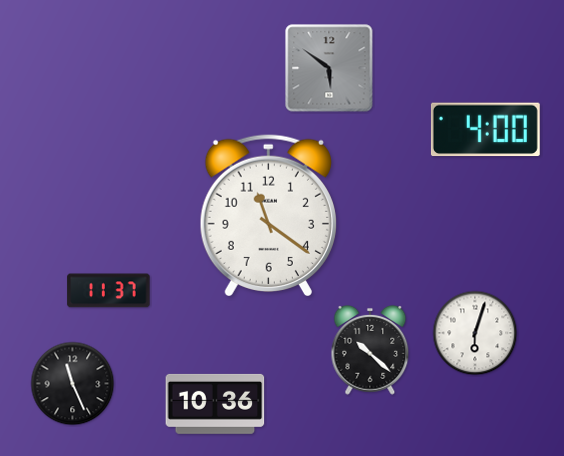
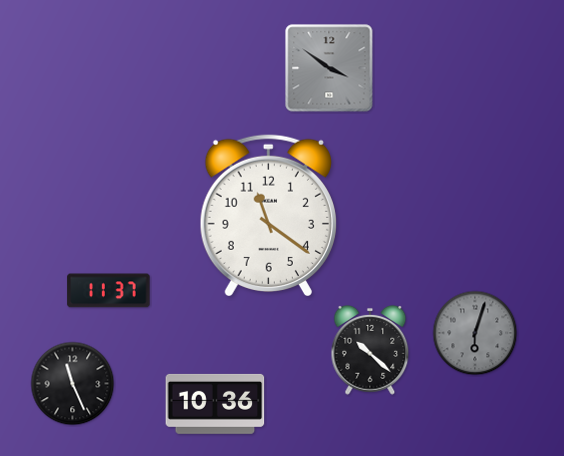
clock at (329, 68): 5:51 -> 3:51
clock at (485, 130): 4:00 -> none
clock at (475, 333) dial: white -> grey
